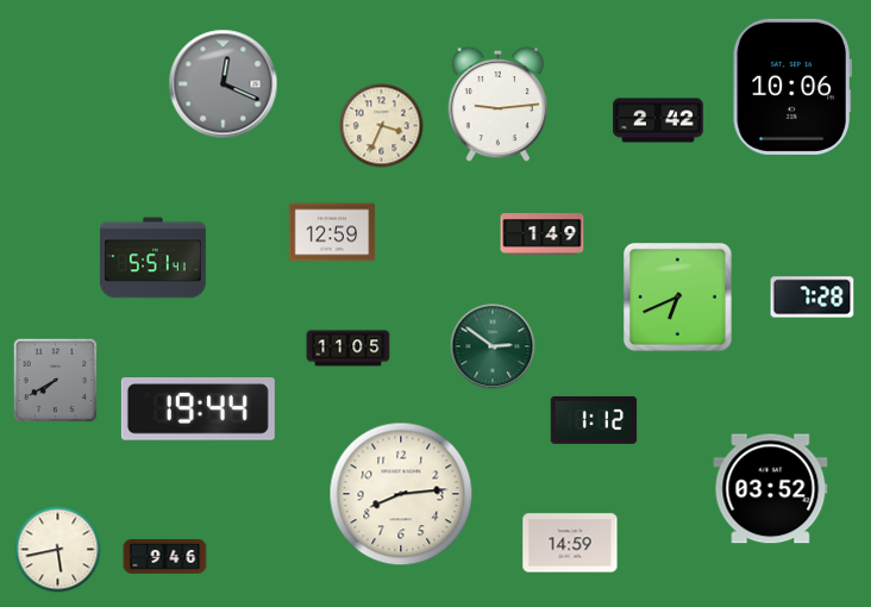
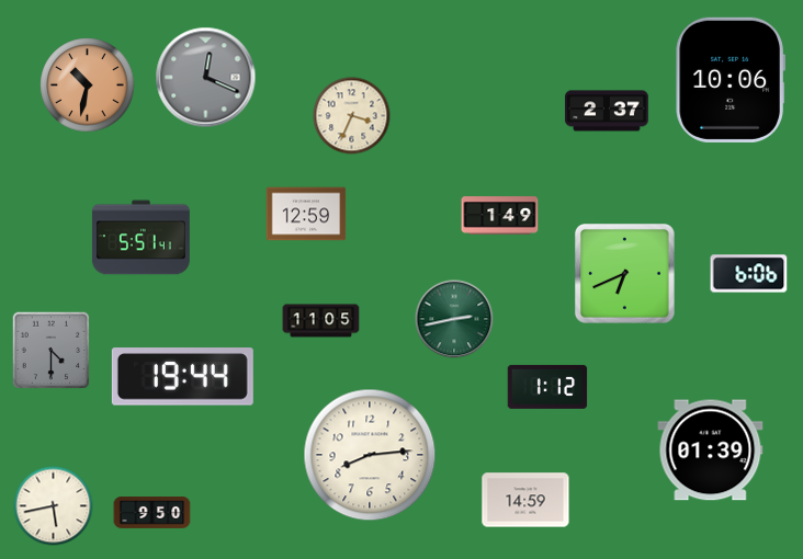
clock at (88, 85): none -> 10:32
clock at (499, 105): 9:14 -> none
clock at (658, 120): 2:42 -> 2:37
clock at (813, 298): 7:28 -> 6:06
clock at (493, 346): 2:51 -> 2:43
clock at (56, 381): 7:40 -> 4:30
clock at (771, 489): 03:52 -> 01:39
clock at (165, 557): 9:46 -> 9:50
